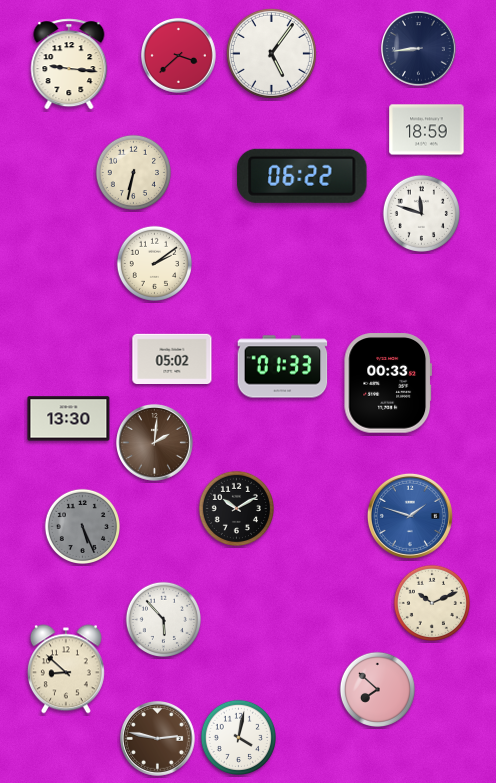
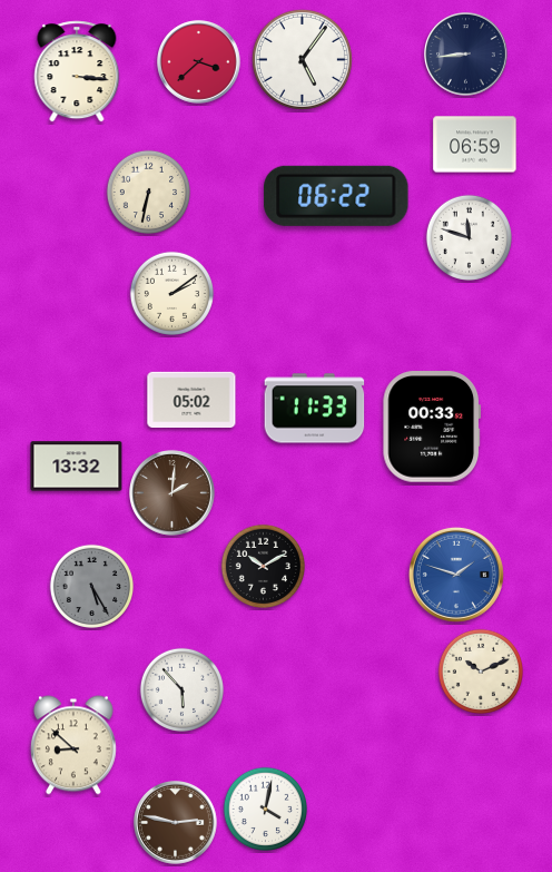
clock at (69, 64): 9:16 -> 3:16
clock at (427, 130): 18:59 -> 06:59
clock at (283, 367): 01:33 -> 11:33
clock at (69, 419): 13:30 -> 13:32
clock at (82, 526): 5:26 -> 5:25
clock at (377, 689): 7:52 -> none
clock at (238, 737) position: (238, 737) -> (265, 809)
